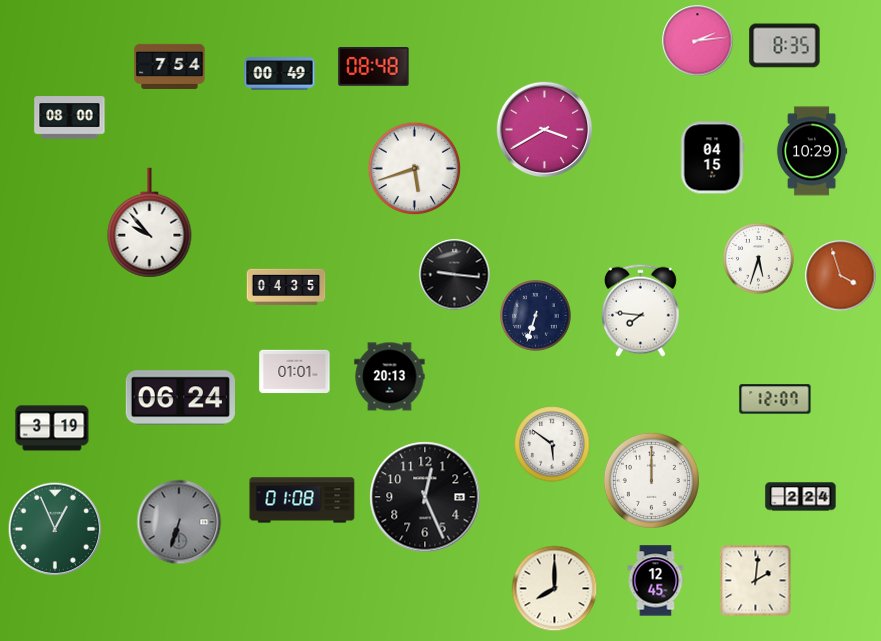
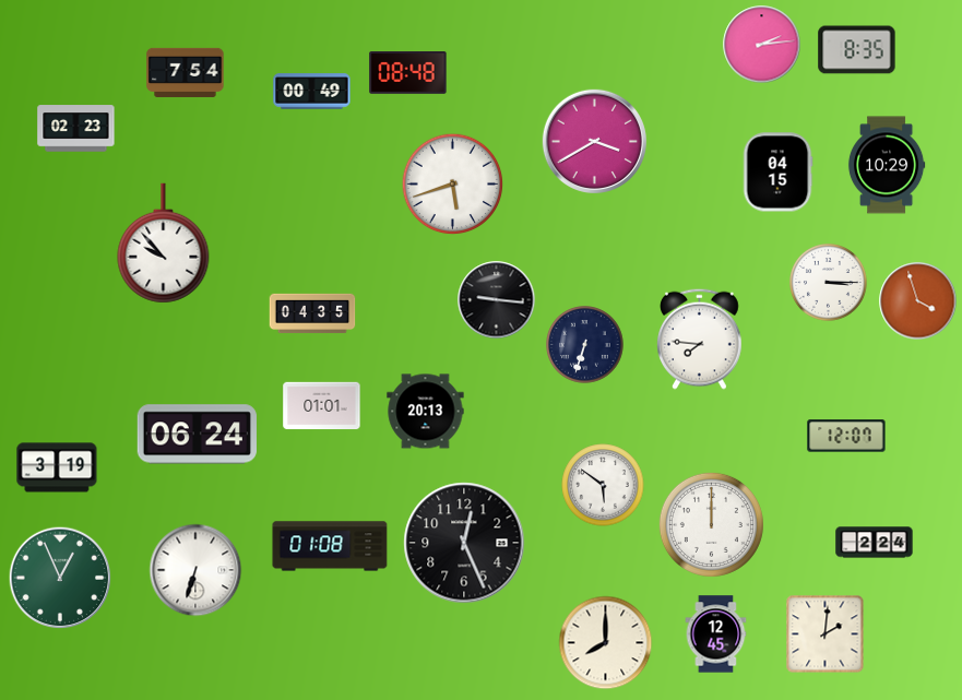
clock at (280, 74) position: (280, 74) -> (312, 92)
clock at (70, 118): 08:00 -> 02:23
clock at (759, 259): 5:33 -> 3:15
clock at (179, 522) dial: grey -> white
